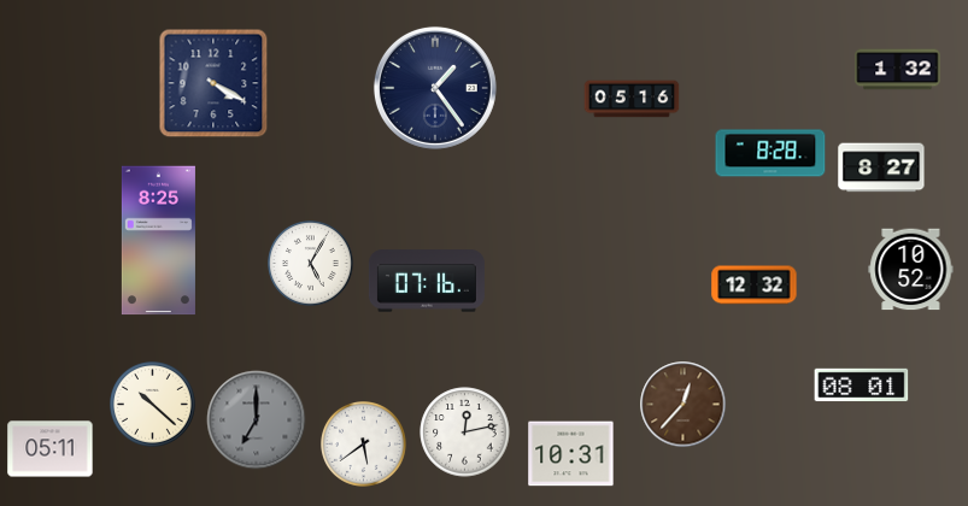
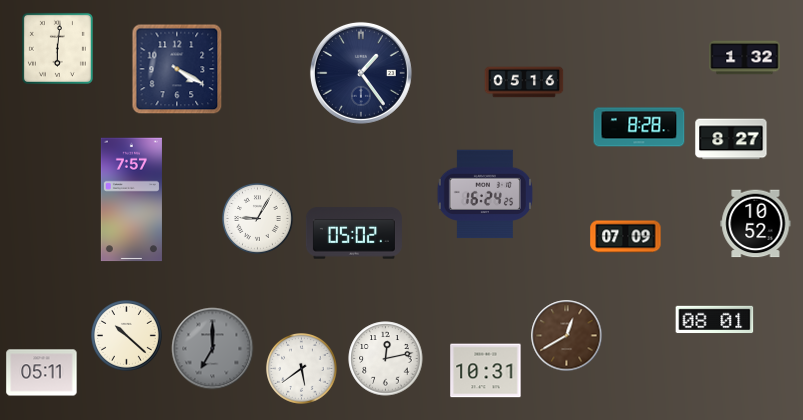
clock at (57, 48): none -> 6:01
clock at (485, 194): none -> 16:24
clock at (158, 241): 8:25 -> 7:57
clock at (311, 264): 5:05 -> 9:05
clock at (427, 281): 07:16 -> 05:02
clock at (755, 286): 12:32 -> 07:09
clock at (684, 405): 12:37 -> 12:40
clock at (571, 454) position: (571, 454) -> (486, 371)
